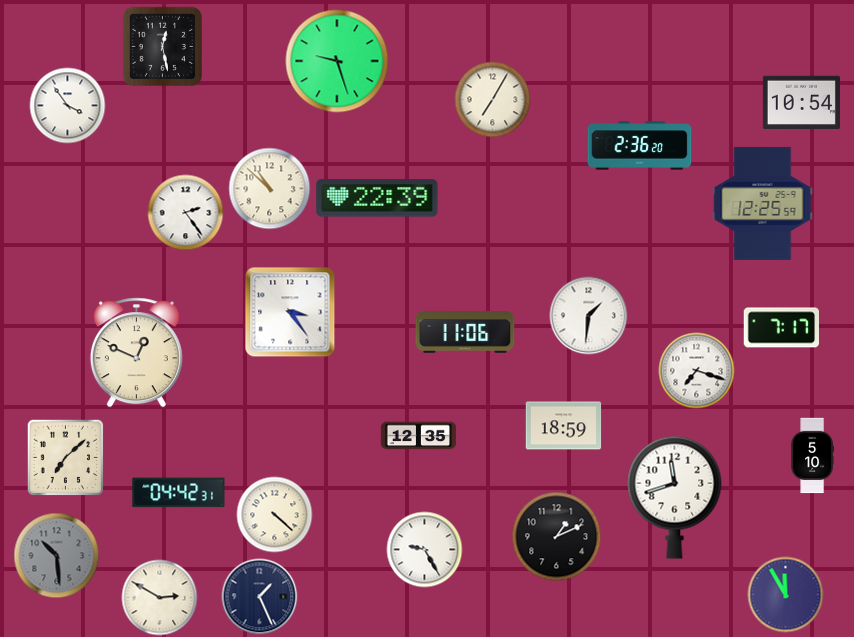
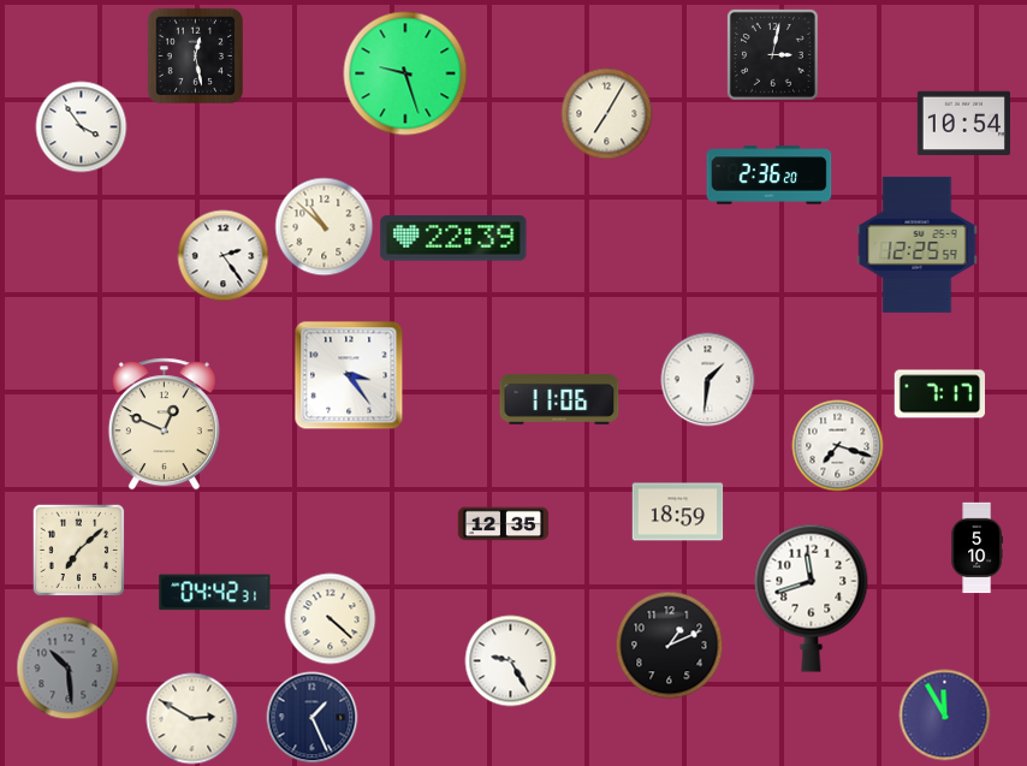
clock at (772, 54): none -> 3:02
clock at (493, 100) position: (493, 100) -> (607, 114)
